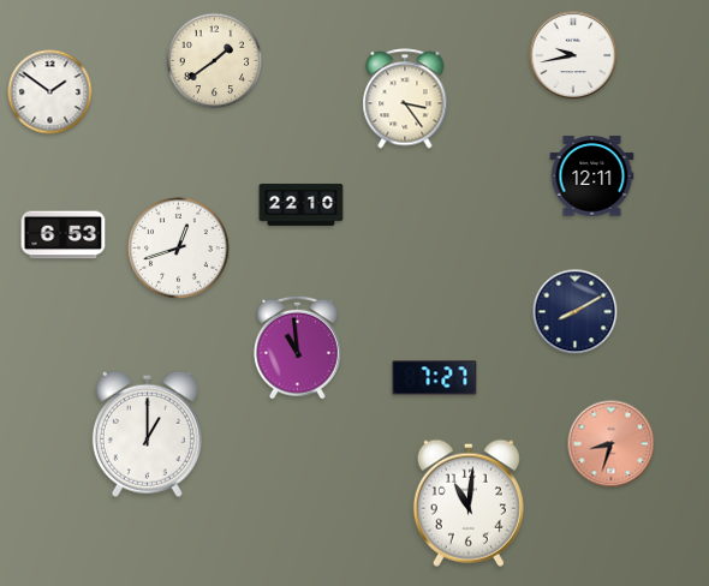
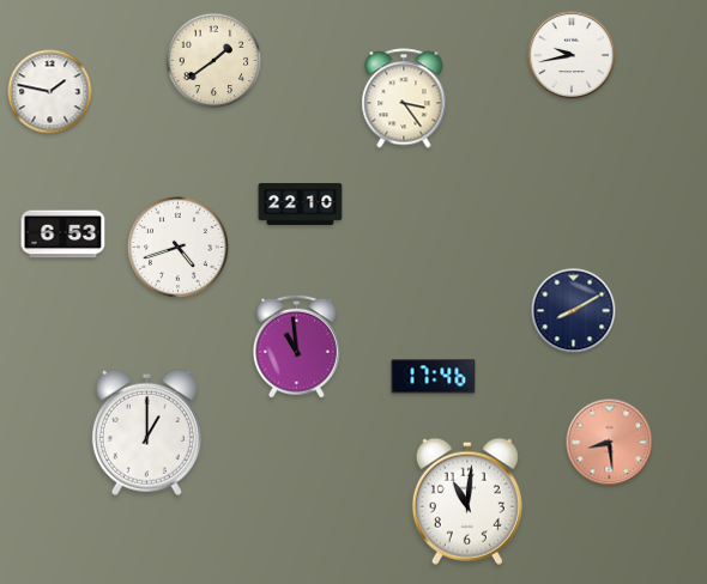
clock at (50, 92): 1:51 -> 1:47
clock at (592, 177): 12:11 -> none
clock at (178, 247): 12:42 -> 4:42
clock at (435, 378): 7:27 -> 17:46
clock at (612, 444): 8:33 -> 8:29
